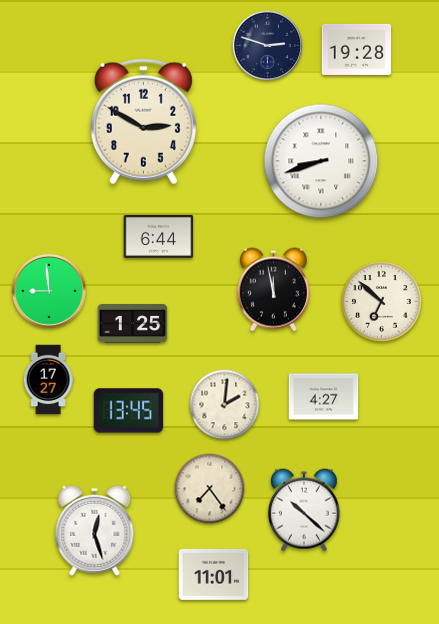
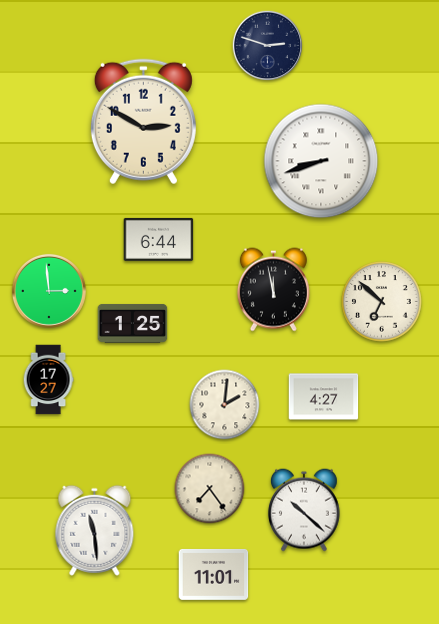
clock at (357, 49): 19:28 -> none
clock at (159, 236) position: (159, 236) -> (159, 239)
clock at (49, 291): 8:59 -> 2:59
clock at (129, 411): 13:45 -> none
clock at (95, 530): 12:27 -> 11:29
